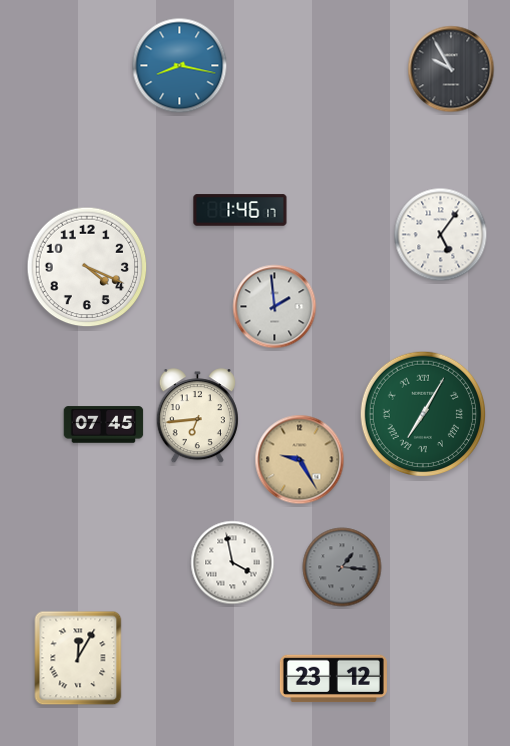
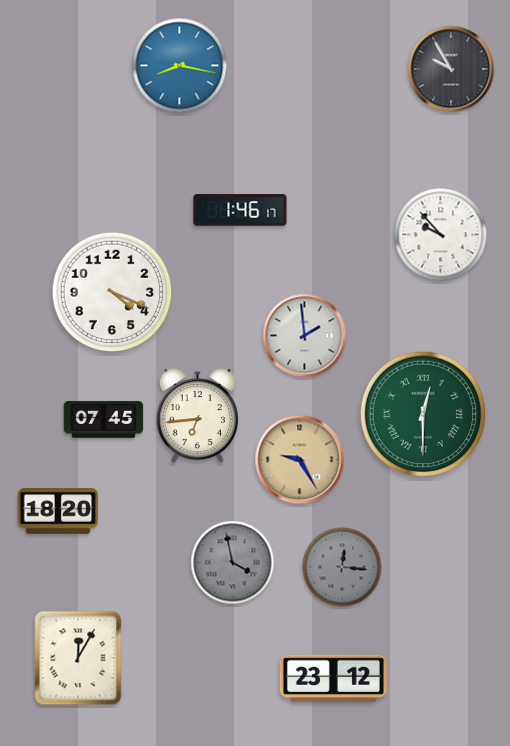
clock at (441, 235): 5:06 -> 9:53
clock at (87, 267) position: (87, 267) -> (112, 292)
clock at (275, 307) position: (275, 307) -> (305, 336)
clock at (422, 413): 7:05 -> 12:30
clock at (104, 425) position: (104, 425) -> (104, 420)
clock at (58, 512): none -> 18:20
clock at (233, 563) dial: white -> grey
clock at (342, 567): 1:16 -> 12:16
